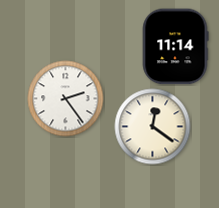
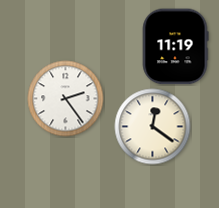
clock at (175, 47): 11:14 -> 11:19
